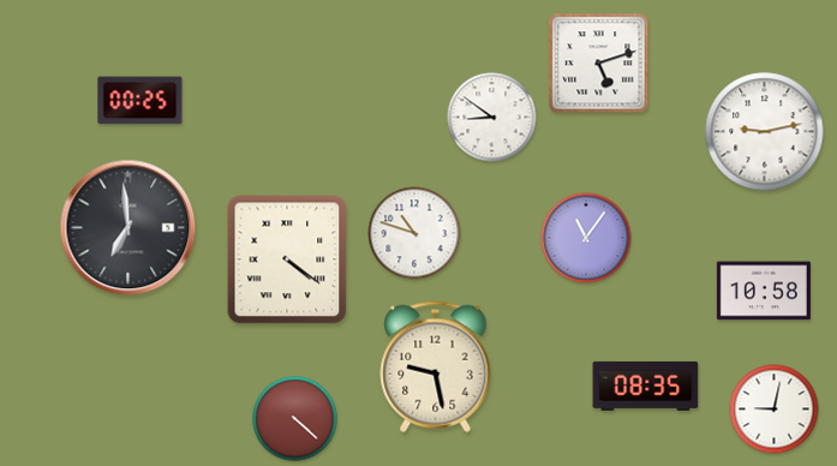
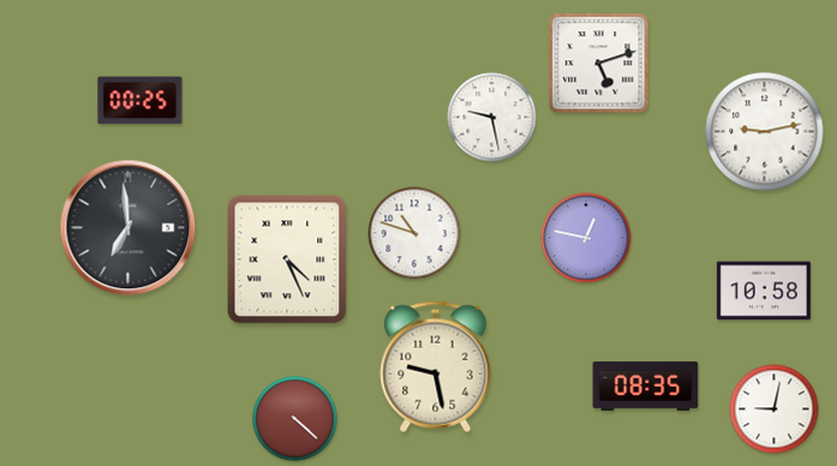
clock at (492, 118): 8:51 -> 9:28
clock at (586, 238): 11:06 -> 12:47
clock at (287, 259): 4:21 -> 4:26
